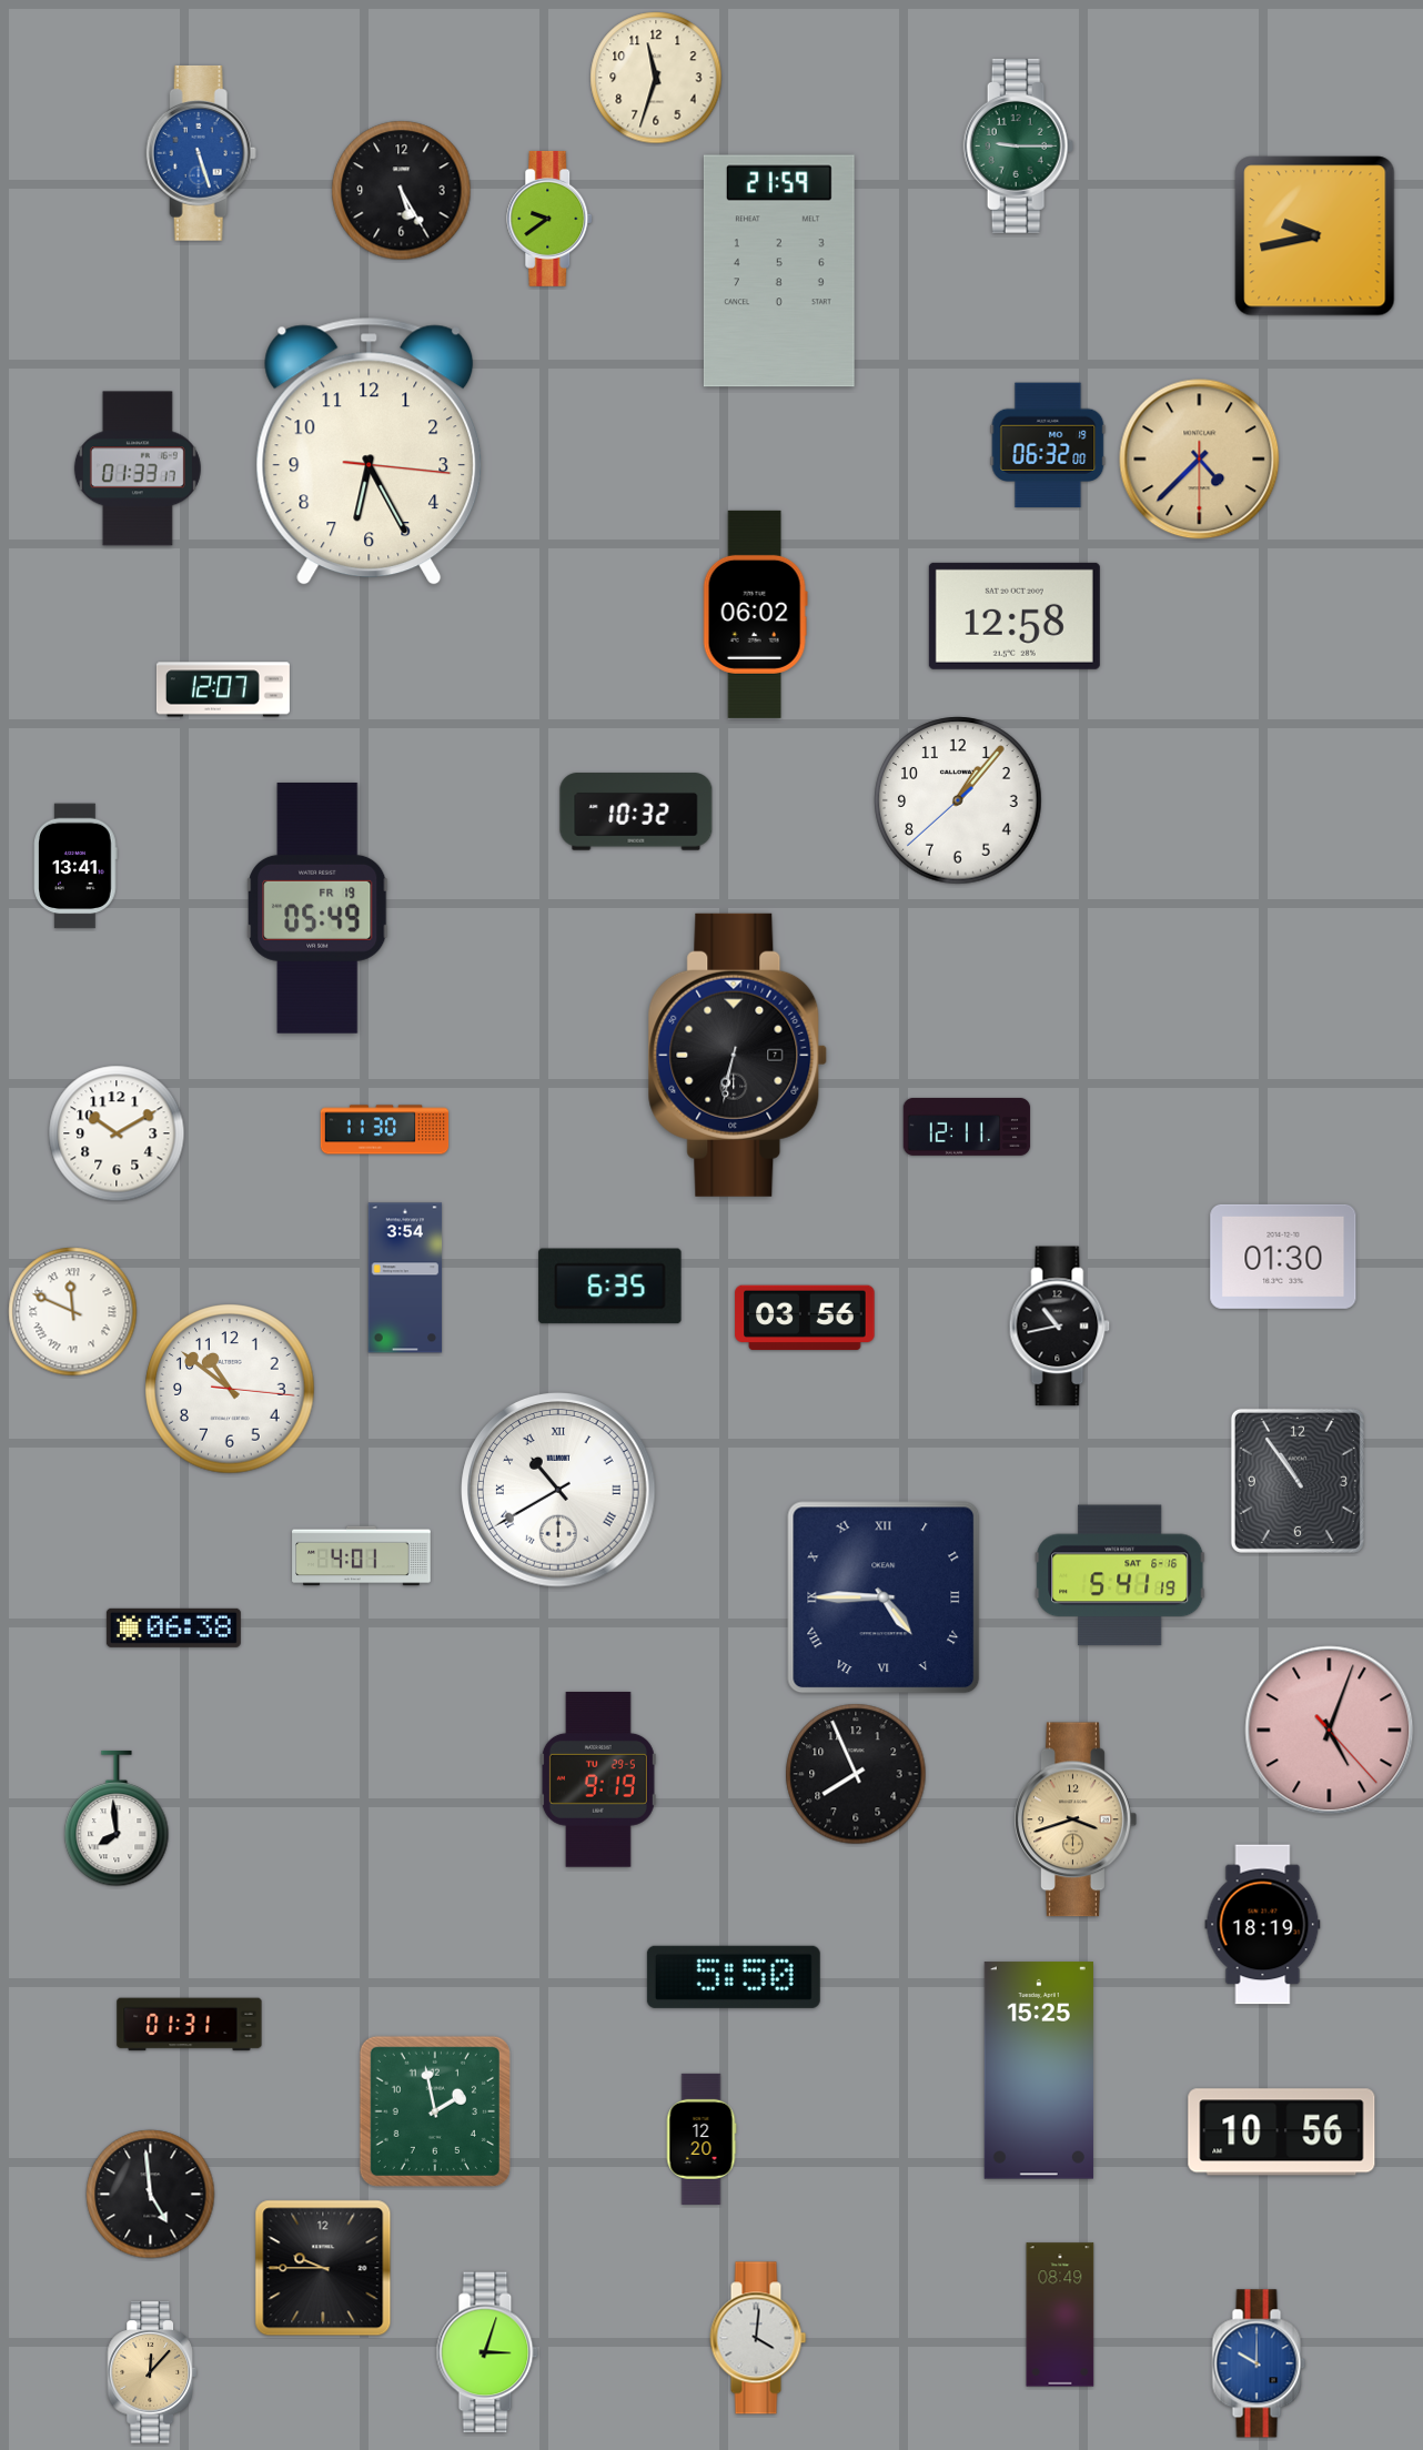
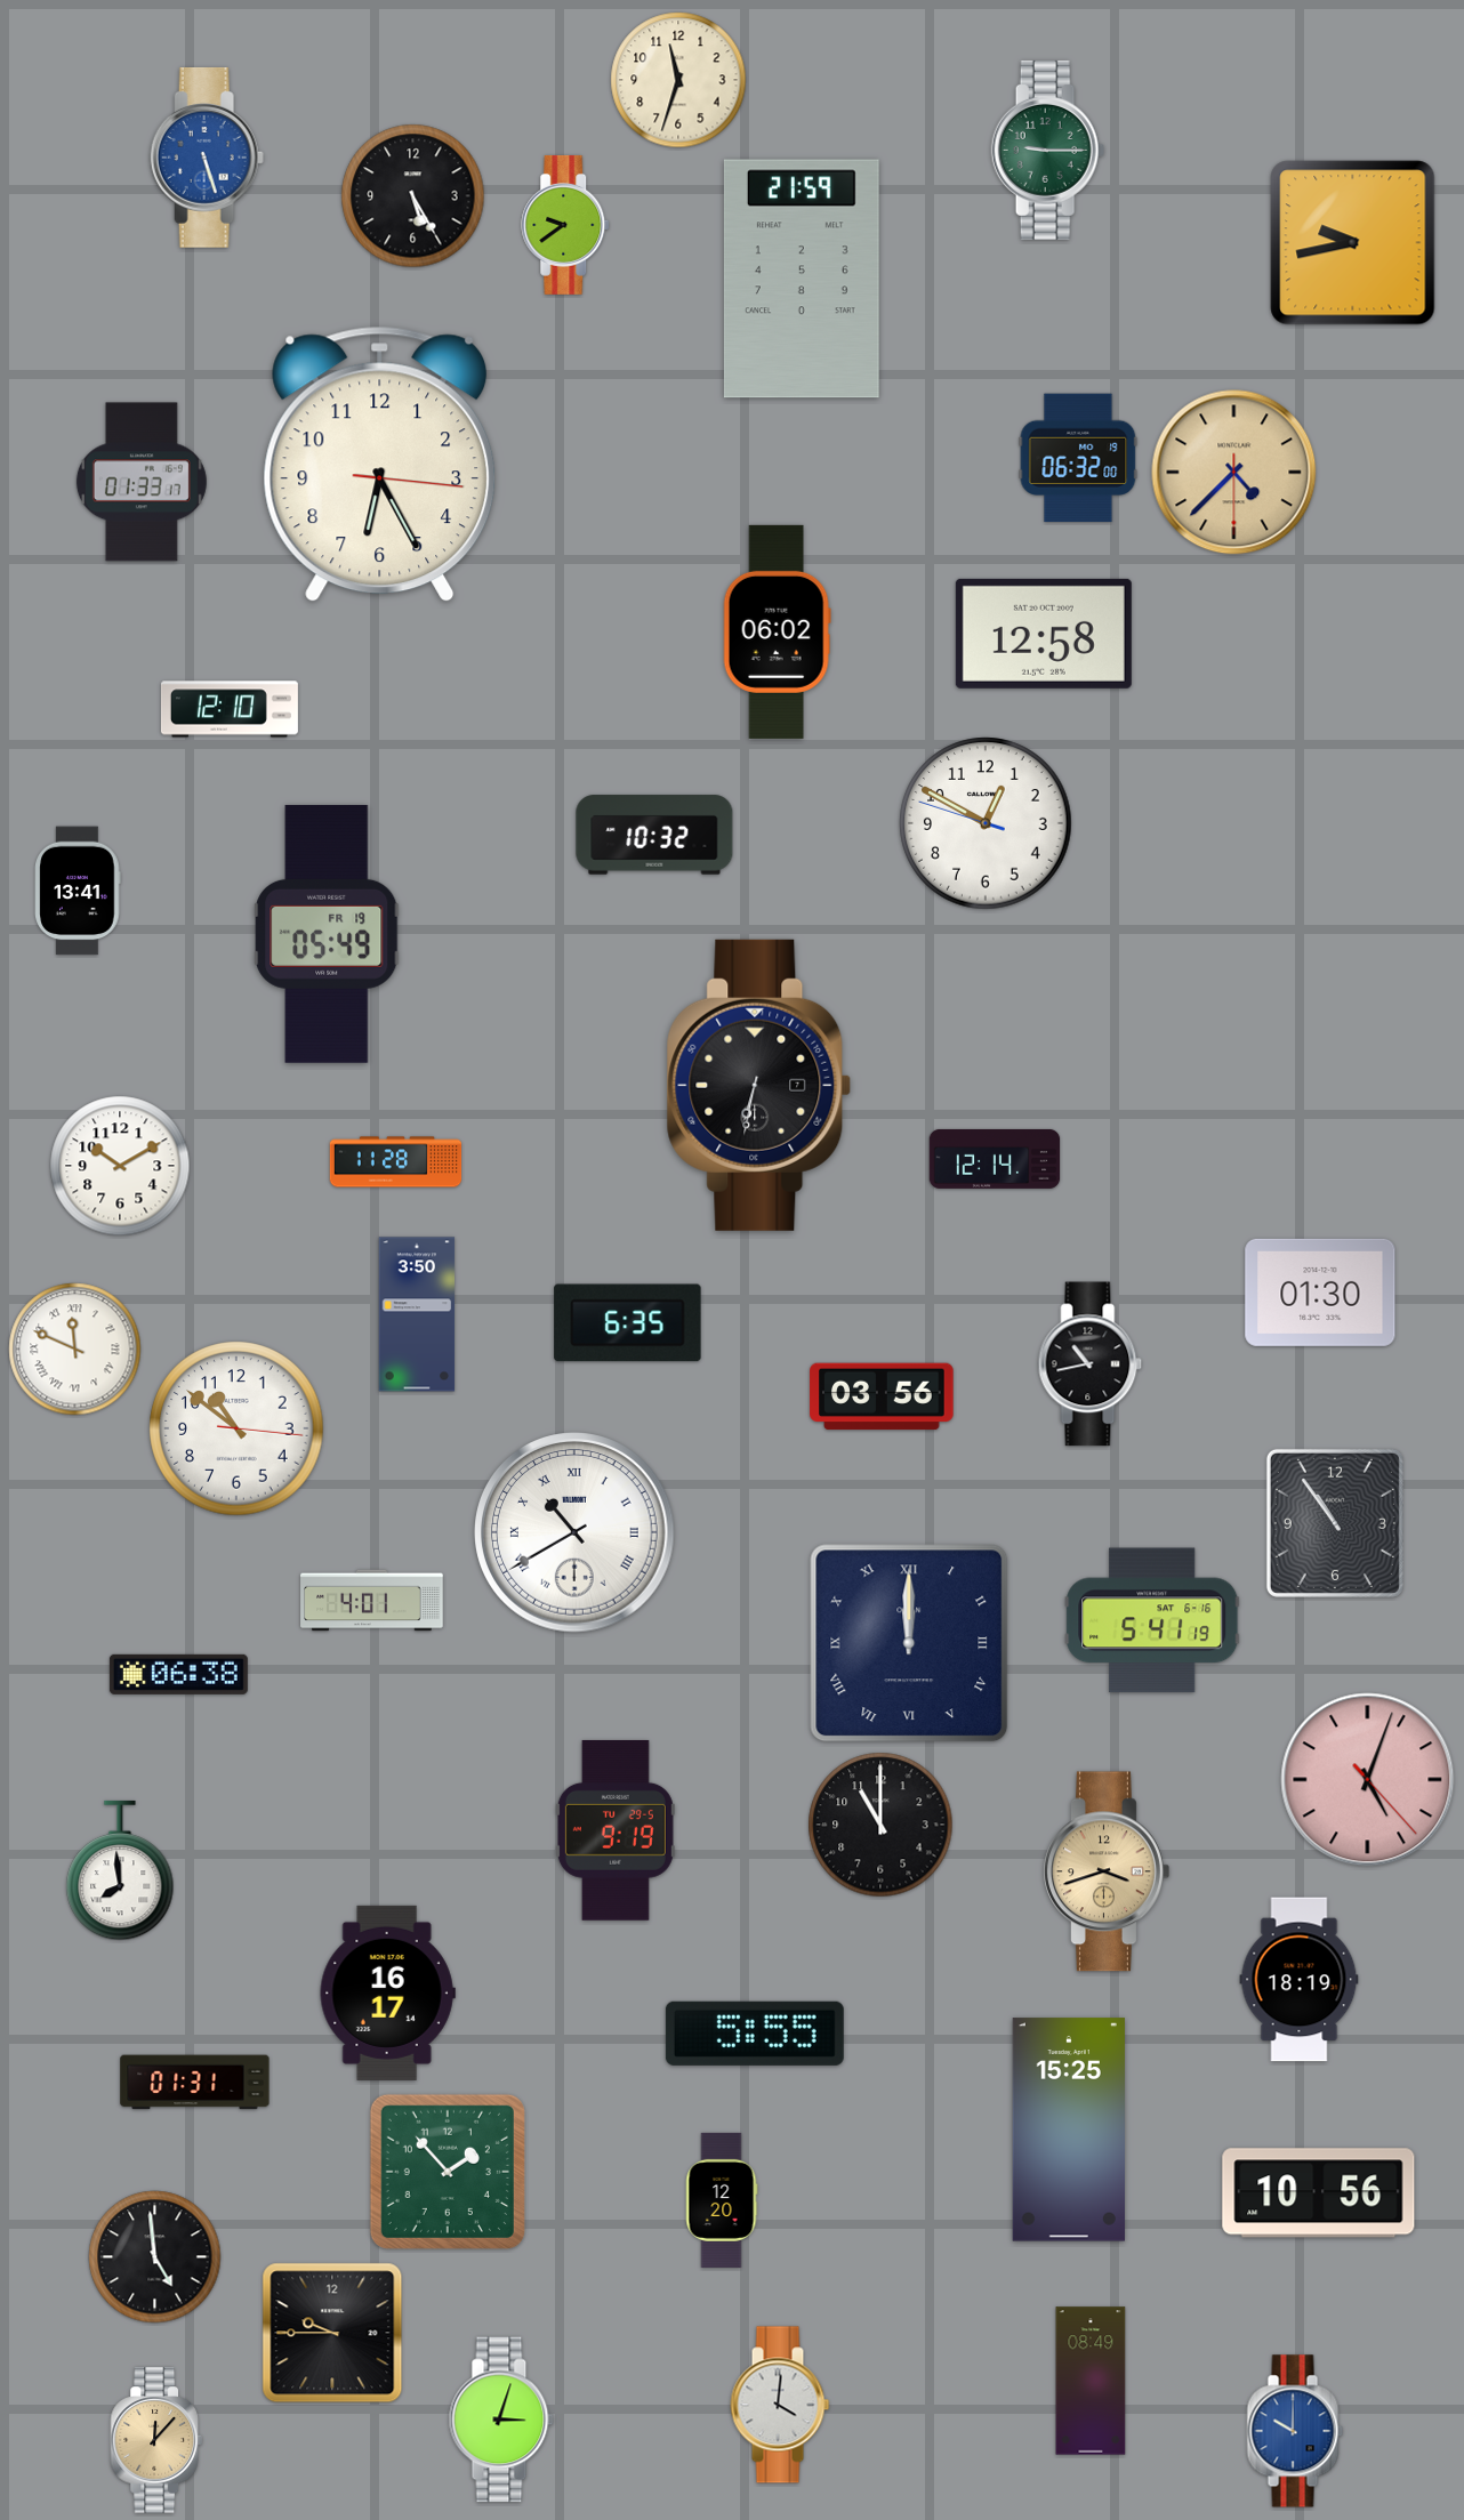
clock at (656, 78) position: (656, 78) -> (678, 80)
clock at (223, 689): 12:07 -> 12:10
clock at (958, 800): 1:06 -> 12:49
clock at (967, 1127): 12:11 -> 12:14
clock at (385, 1130): 11:30 -> 11:28
clock at (405, 1278): 3:54 -> 3:50
clock at (805, 1318) position: (805, 1318) -> (882, 1396)
clock at (884, 1597): 4:45 -> 12:00
clock at (856, 1774): 7:56 -> 11:00
clock at (387, 1992): none -> 16:17
clock at (734, 1977): 5:50 -> 5:55
clock at (435, 2111): 1:58 -> 1:53
